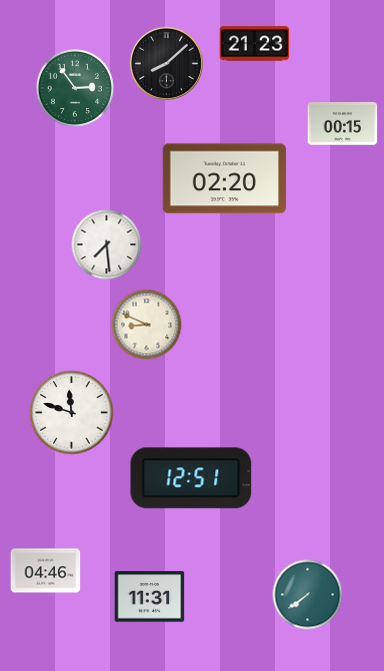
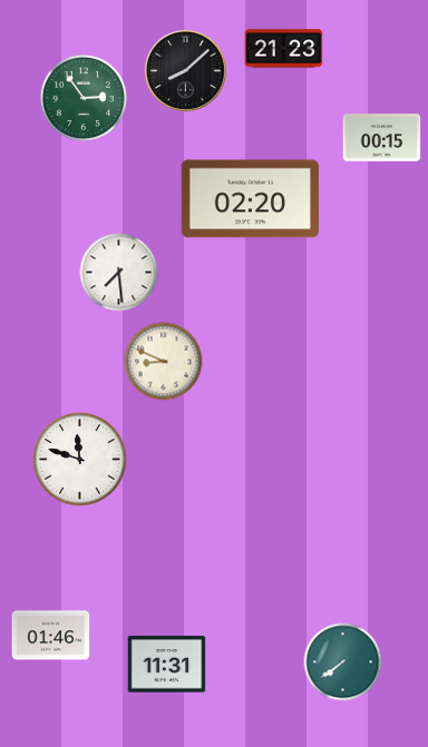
clock at (191, 478): 12:51 -> none
clock at (46, 571): 04:46 -> 01:46
